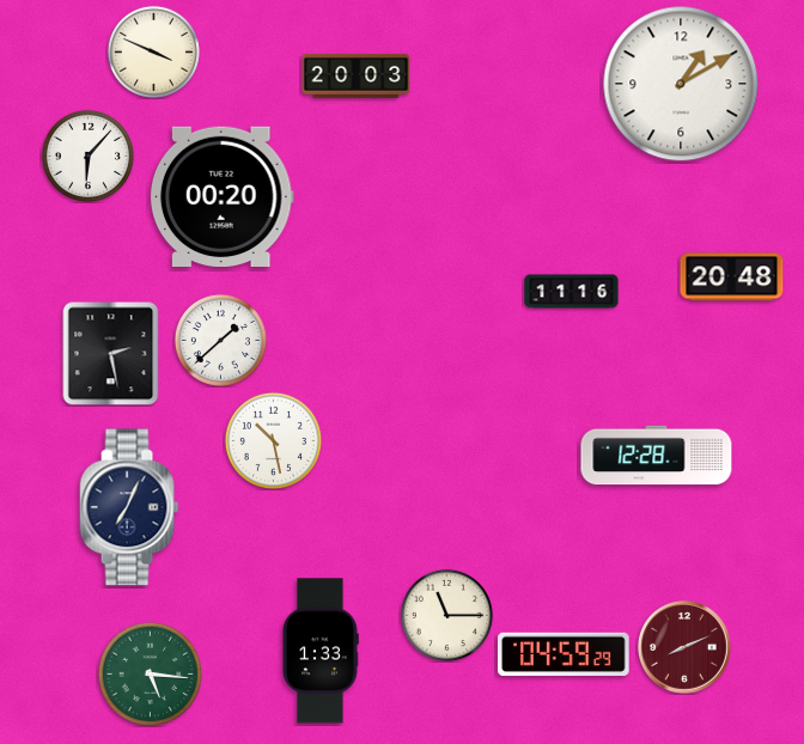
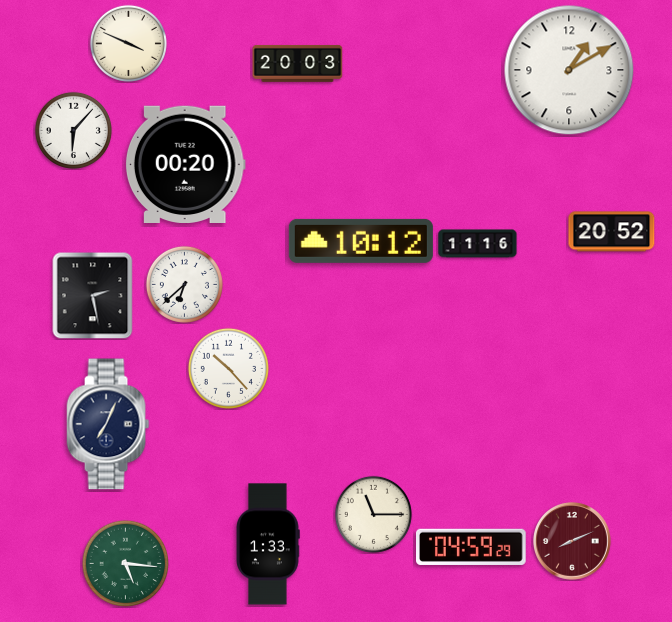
clock at (732, 278): 20:48 -> 20:52
clock at (361, 241): none -> 10:12
clock at (220, 340): 1:38 -> 6:38
clock at (273, 440): 10:28 -> 10:23
clock at (657, 456): 12:28 -> none
